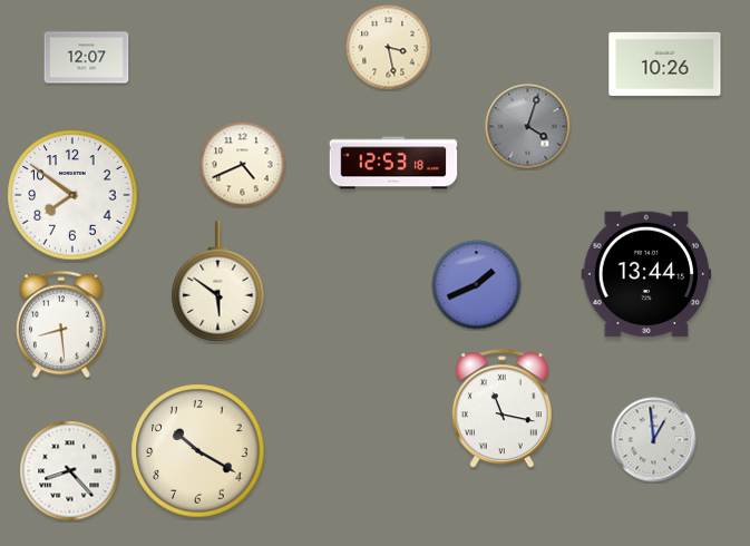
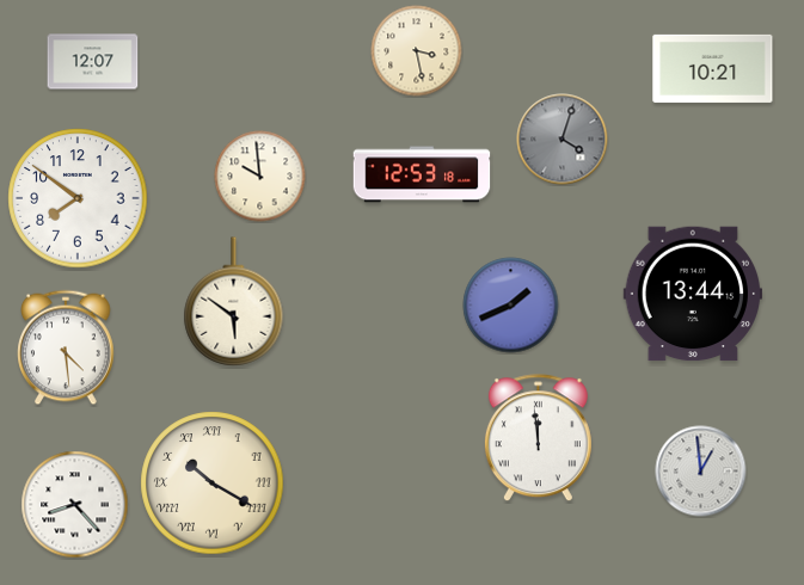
clock at (665, 64): 10:26 -> 10:21
clock at (528, 127) position: (528, 127) -> (563, 140)
clock at (243, 165): 4:41 -> 9:59
clock at (72, 195) position: (72, 195) -> (78, 198)
clock at (61, 324): 8:29 -> 4:29
clock at (501, 409): 11:17 -> 11:59
clock at (198, 451) numerals: Arabic -> Roman
